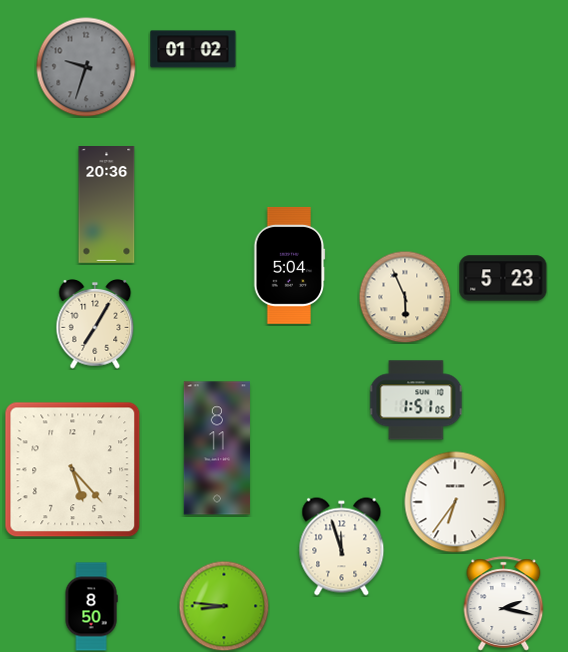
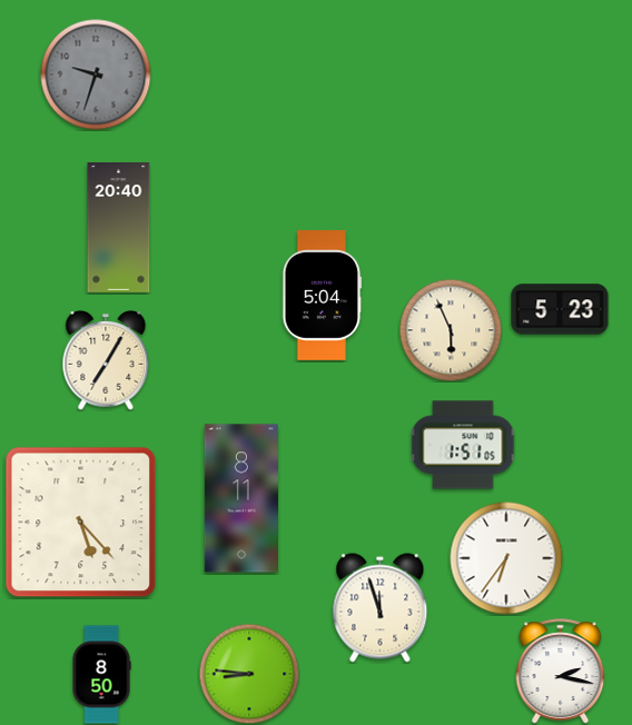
clock at (193, 49): 01:02 -> none
clock at (107, 205): 20:36 -> 20:40
